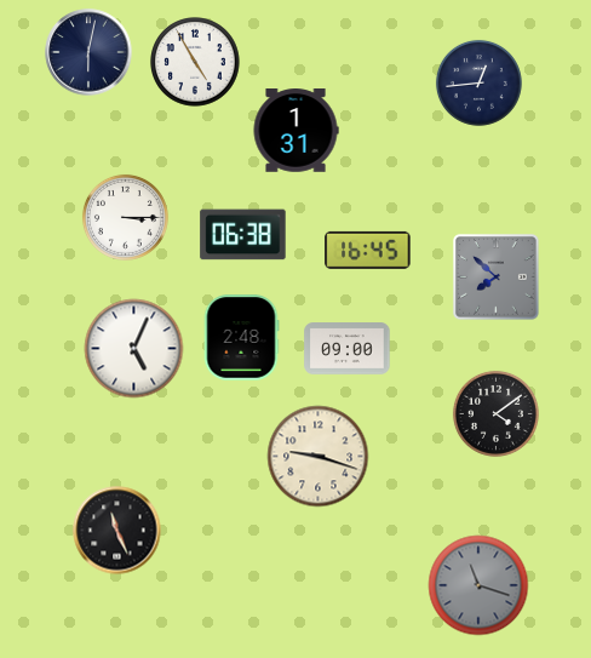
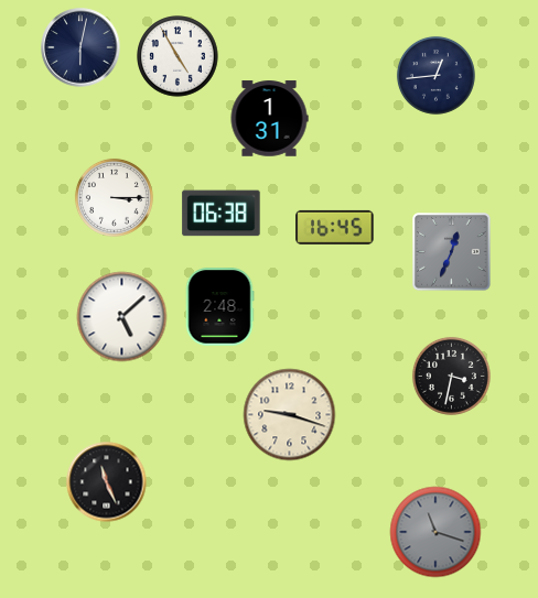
clock at (497, 277): 7:52 -> 12:34
clock at (134, 349): 5:04 -> 5:08
clock at (348, 349): 09:00 -> none
clock at (495, 413): 4:09 -> 3:32
